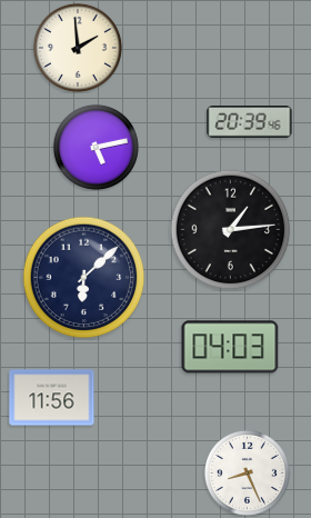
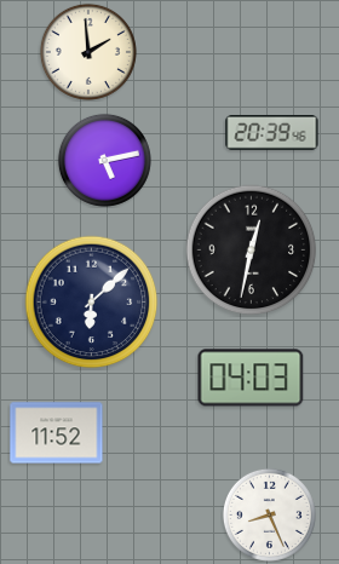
clock at (78, 48) position: (78, 48) -> (88, 52)
clock at (231, 230): 1:14 -> 12:32
clock at (52, 398): 11:56 -> 11:52
